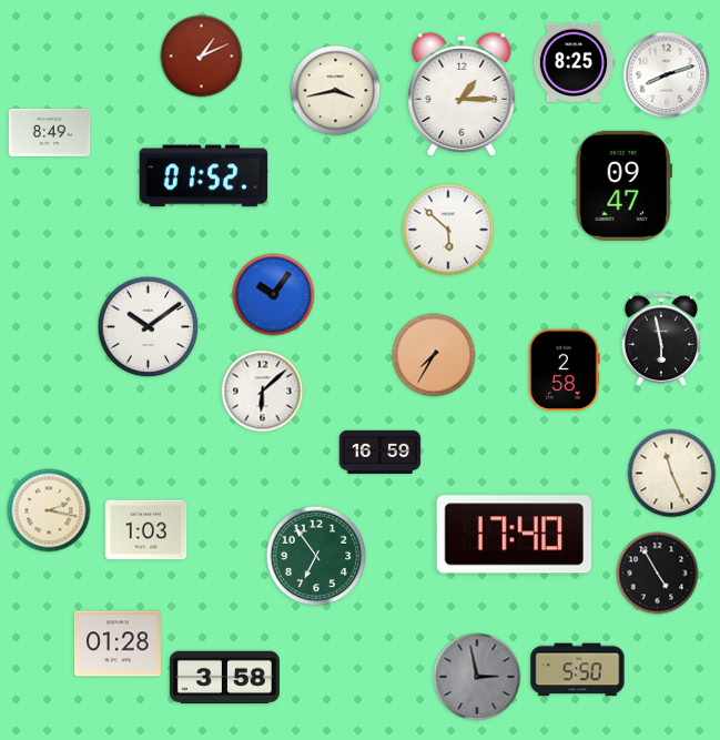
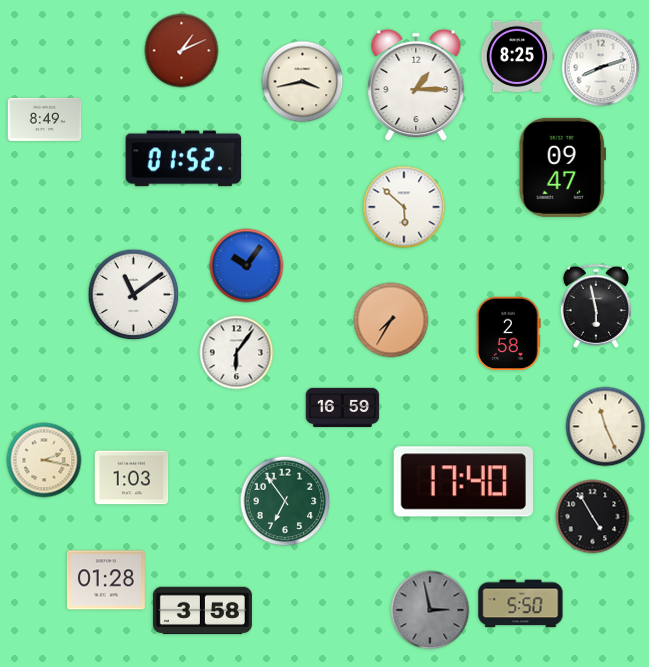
clock at (149, 327): 10:09 -> 11:09
clock at (263, 392): 6:08 -> 6:06
